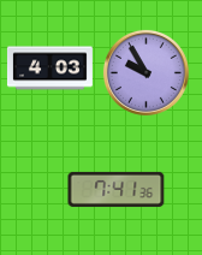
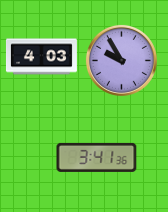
clock at (117, 189): 7:41 -> 3:41
